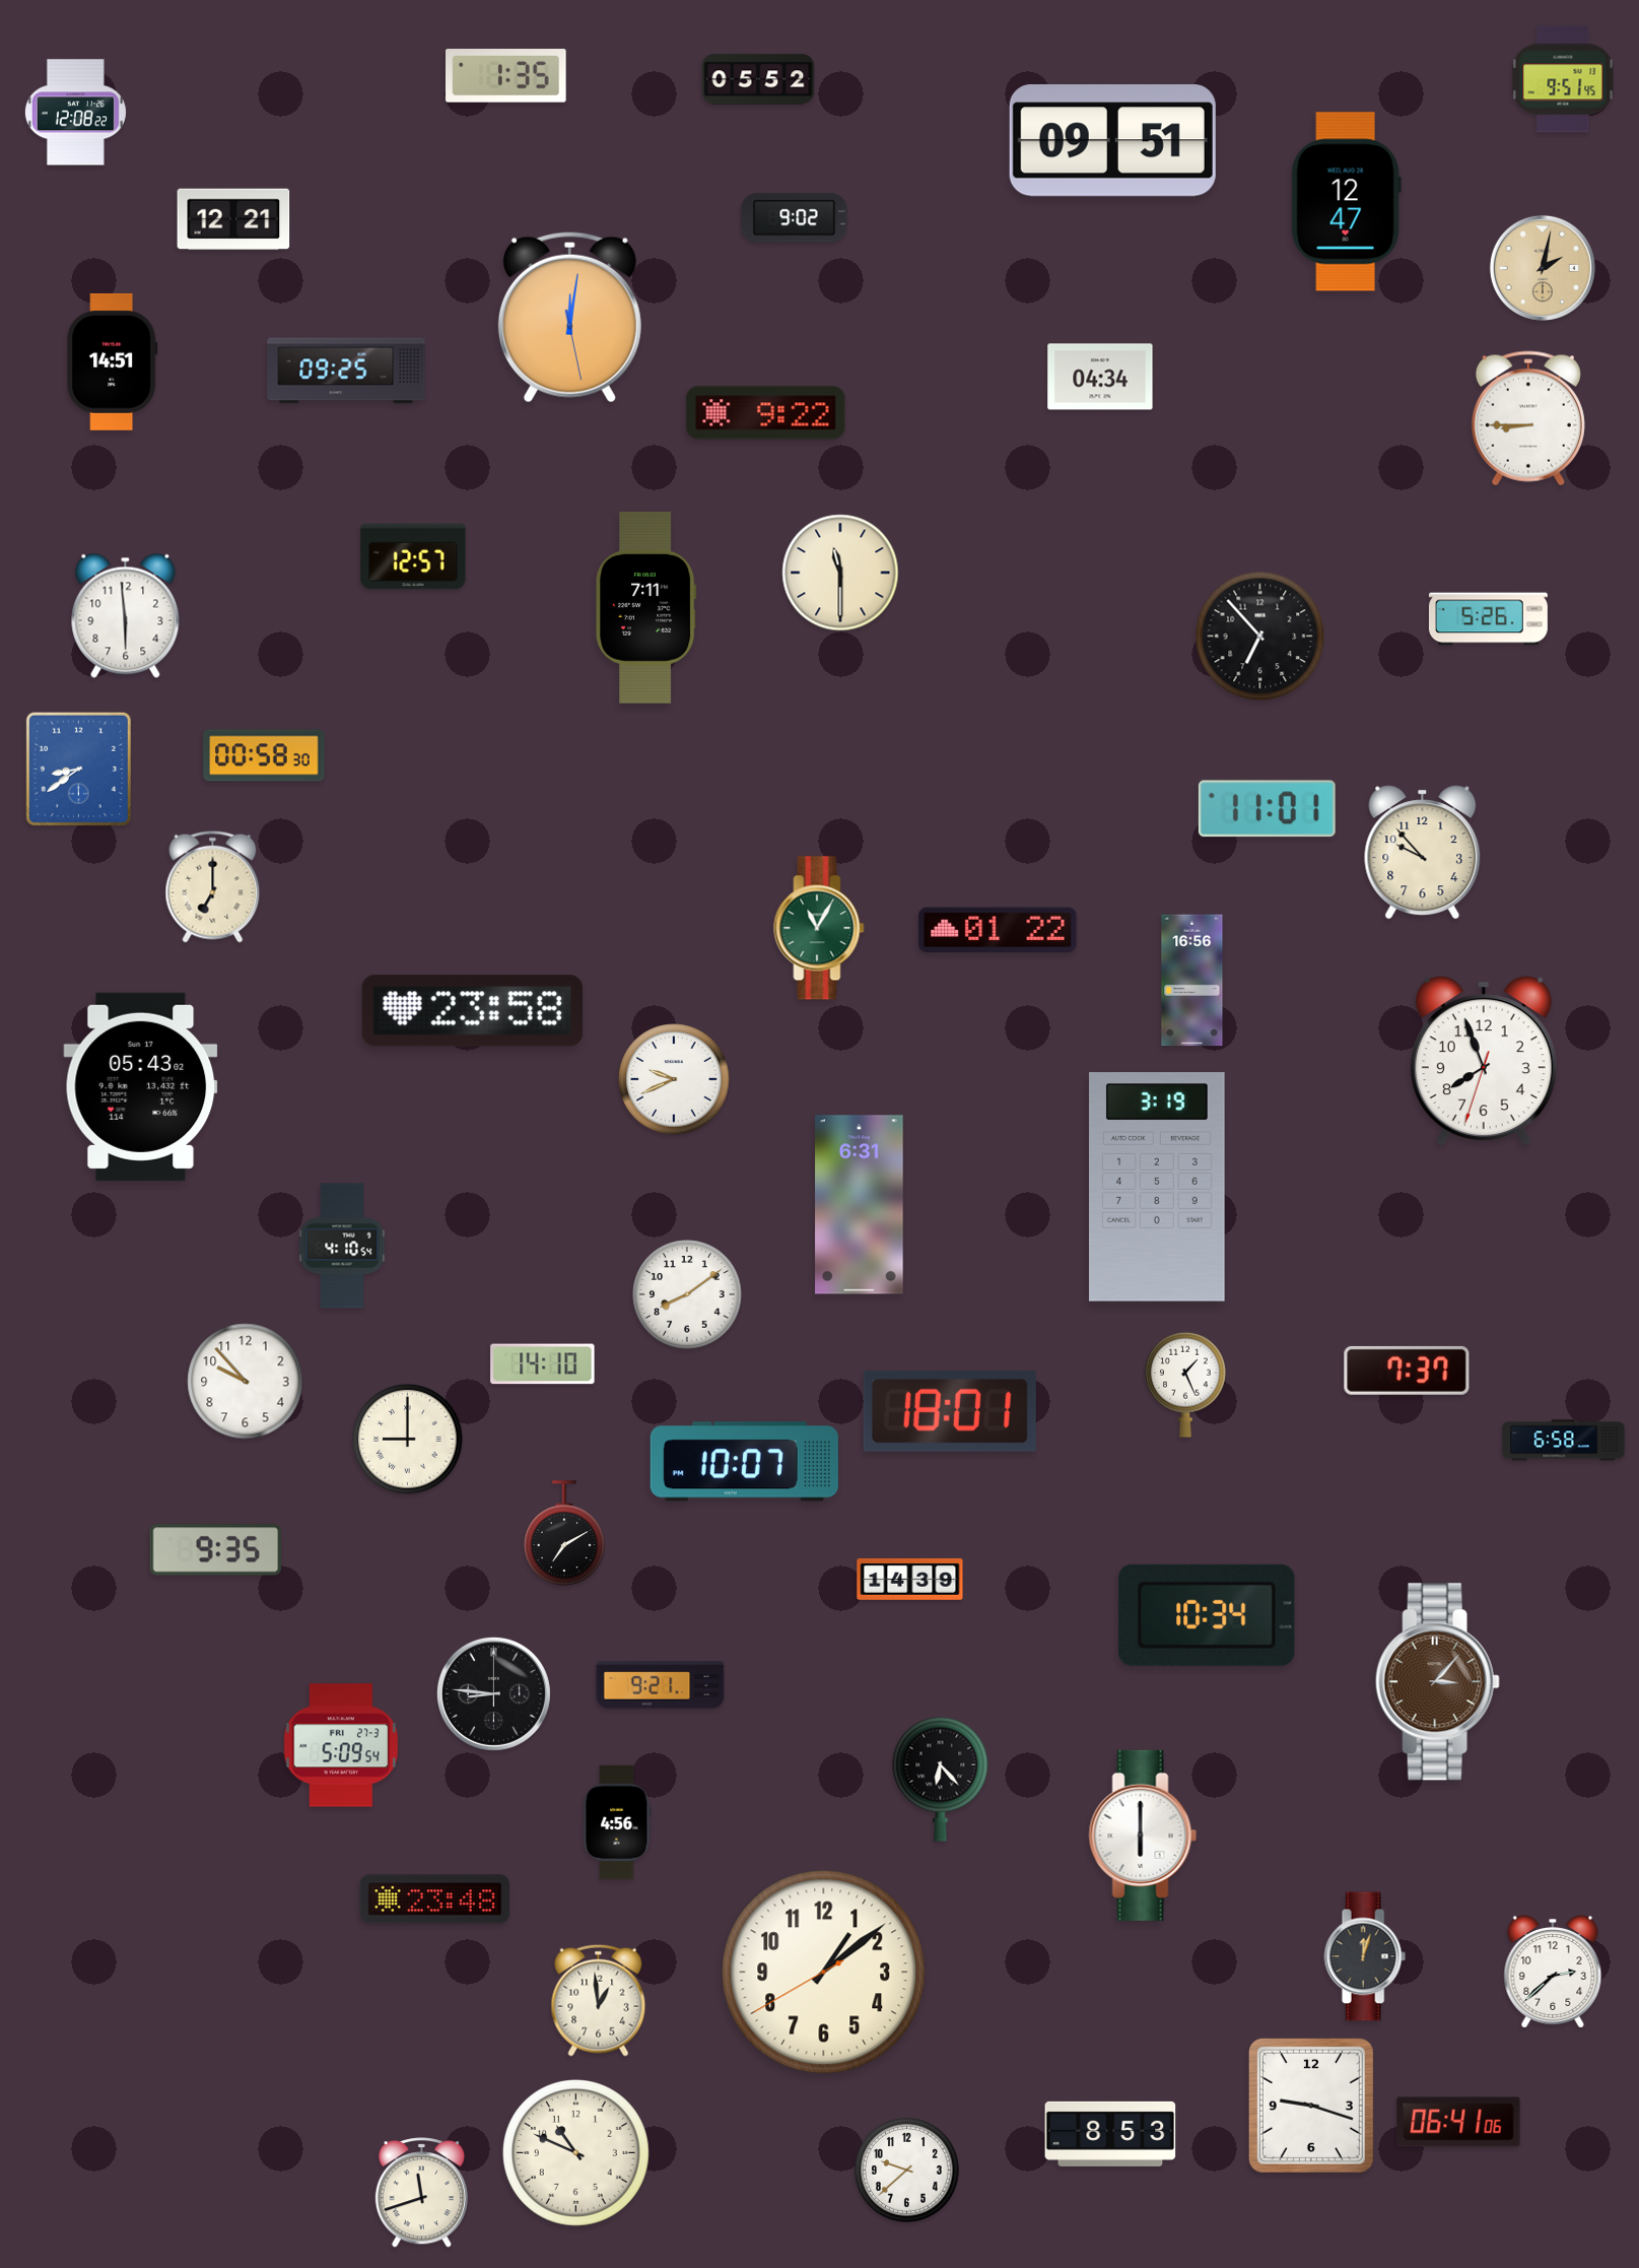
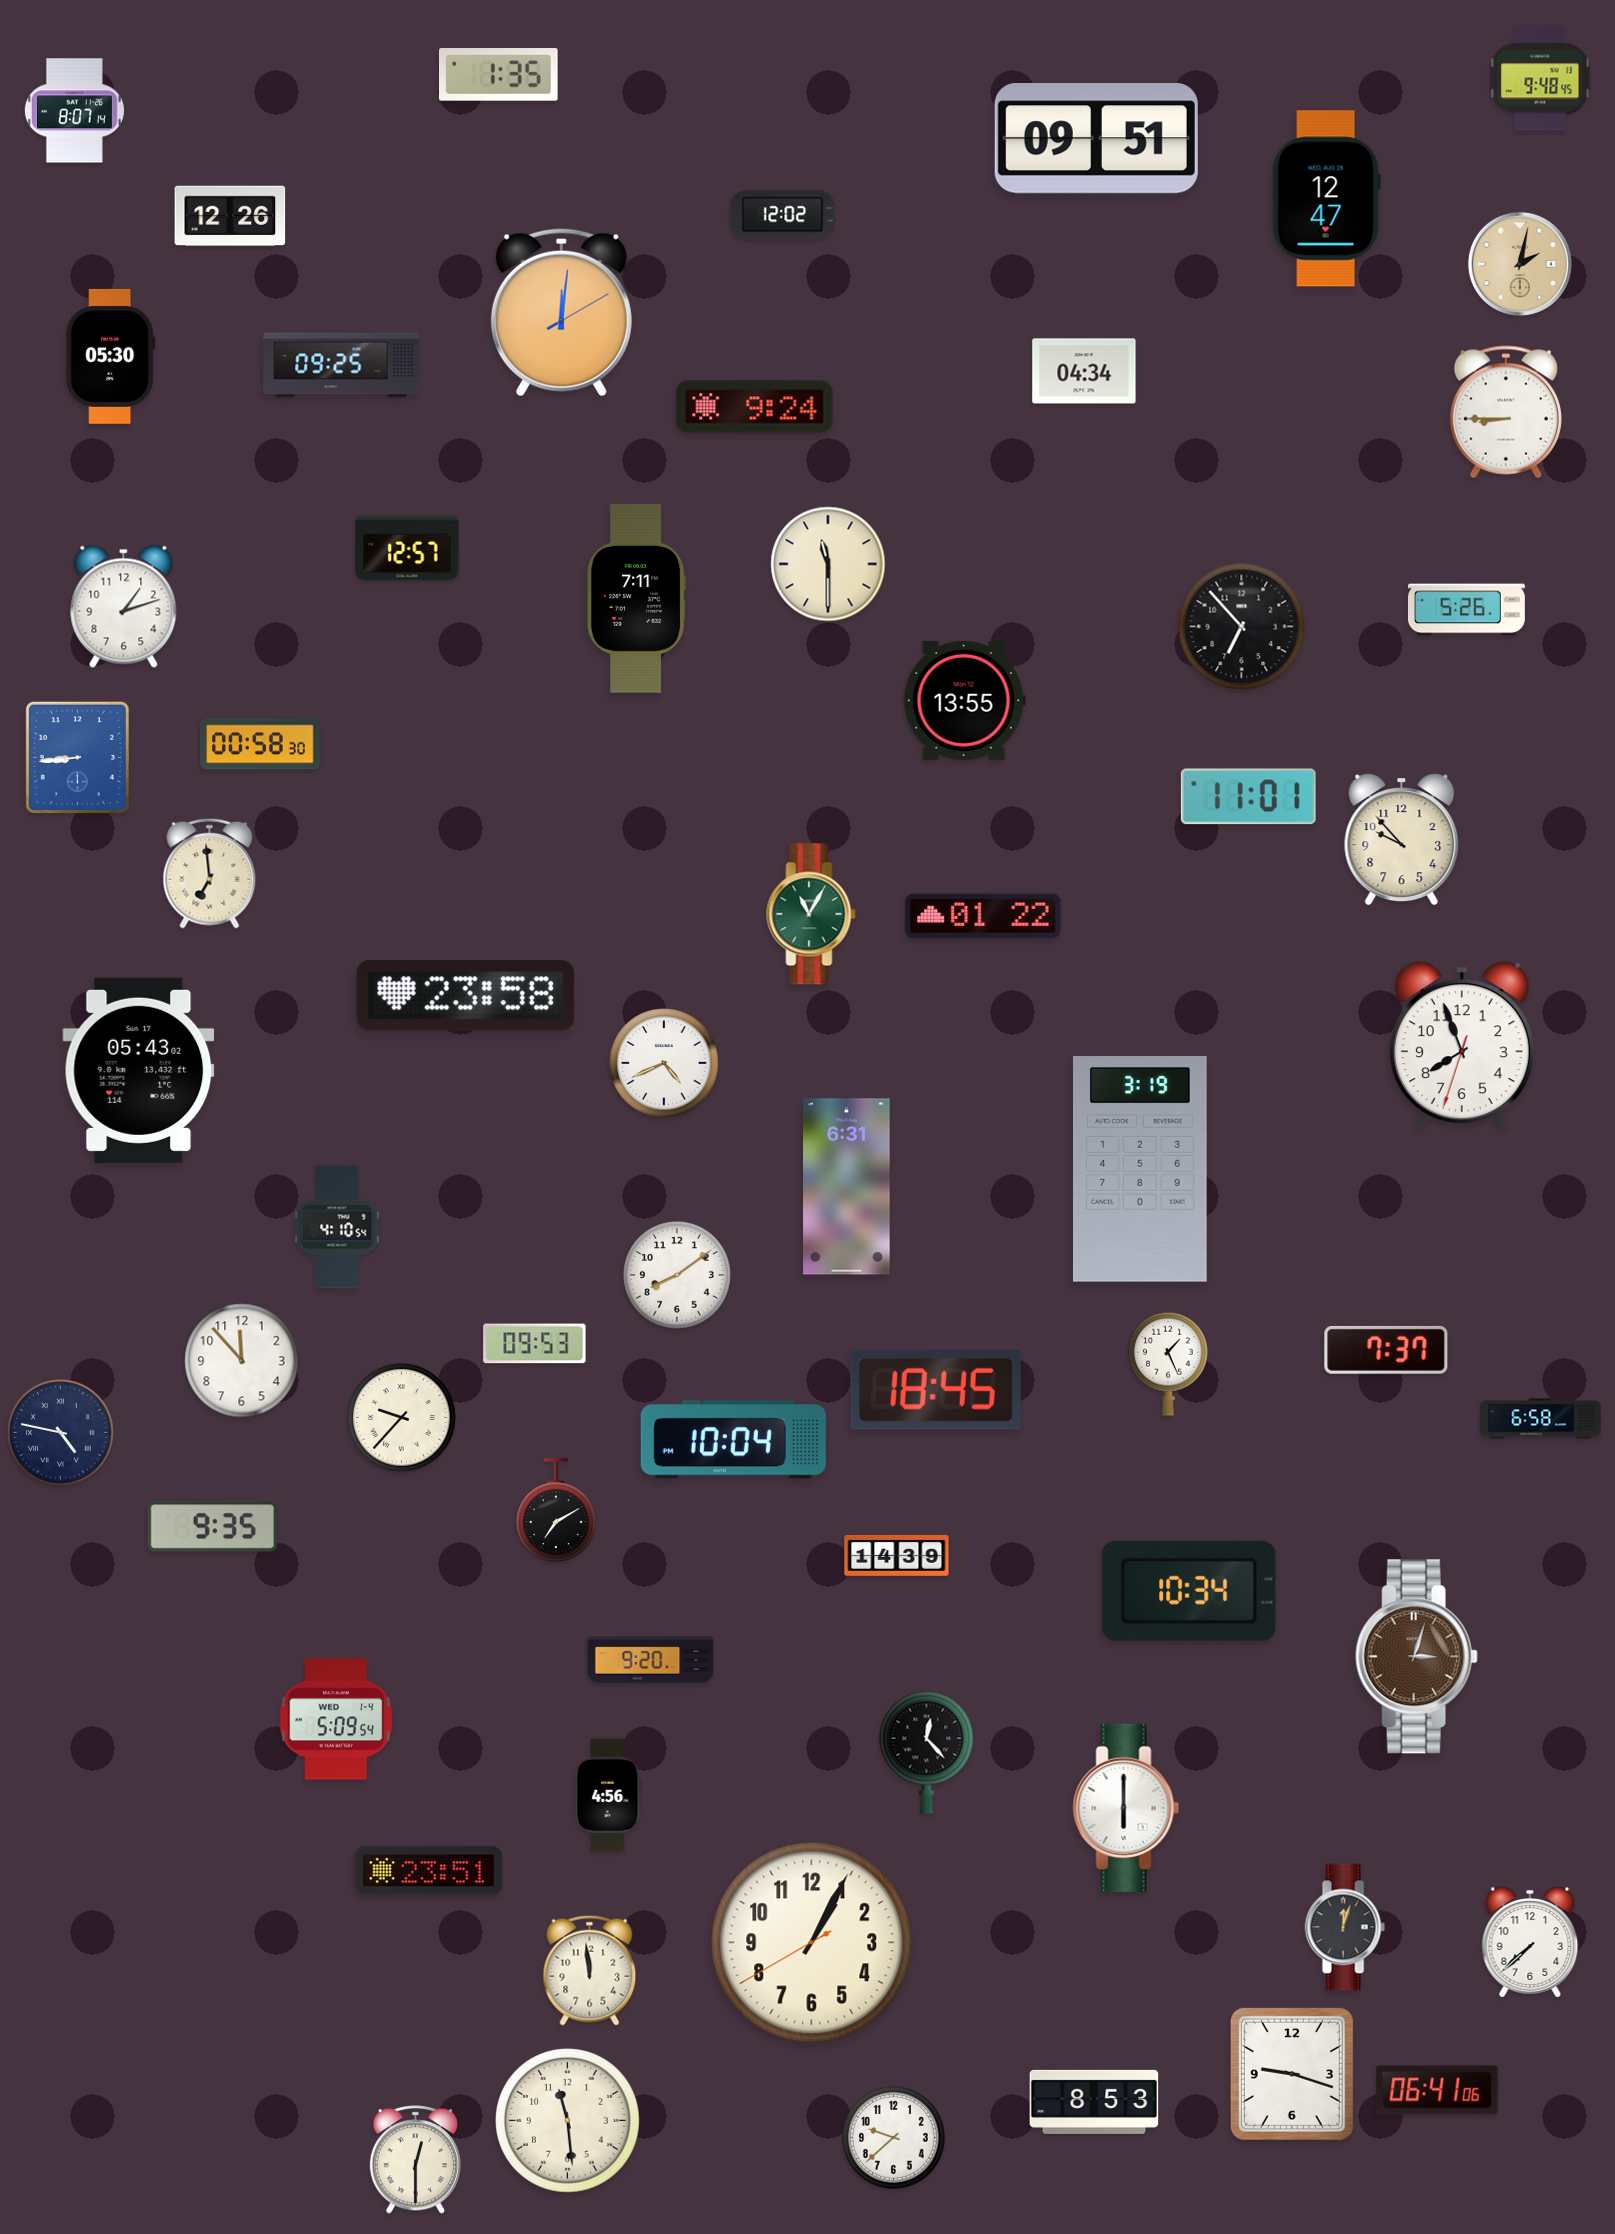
clock at (758, 79): 05:52 -> none
clock at (1563, 79): 9:51 -> 9:48
clock at (75, 113): 12:08 -> 8:07
clock at (795, 218): 9:02 -> 12:02
clock at (233, 219): 12:21 -> 12:26
clock at (569, 318): 12:01:28 -> 12:01:10
clock at (113, 361): 14:51 -> 05:30
clock at (766, 413): 9:22 -> 9:24
clock at (126, 615): 5:59 -> 1:12
clock at (964, 700): none -> 13:55
clock at (78, 769): 8:39 -> 8:44
clock at (213, 886): 7:00 -> 6:59
clock at (819, 928) position: (819, 928) -> (811, 914)
clock at (1192, 981): 16:56 -> none
clock at (674, 1079): 9:41 -> 4:41
clock at (543, 1364): 14:10 -> 09:53
clock at (246, 1382): 9:53 -> 11:53
clock at (950, 1411): 18:01 -> 18:45
clock at (408, 1440): 9:00 -> 9:37
clock at (61, 1433): none -> 4:47
clock at (744, 1462): 10:07 -> 10:04
clock at (1437, 1682): 3:07 -> 3:03
clock at (661, 1685): 9:21 -> 9:20
clock at (493, 1693): 8:46 -> none
clock at (340, 1745) date: FRI 27-3 -> WED 1-4
clock at (941, 1779): 6:23 -> 12:23
clock at (435, 1899): 23:48 -> 23:51
clock at (1553, 1972): 2:38 -> 7:38
clock at (824, 1973): 1:08 -> 1:04
clock at (599, 2000): 12:59 -> 11:59
clock at (575, 2152): 10:49 -> 11:29
clock at (421, 2193): 11:42 -> 12:30
